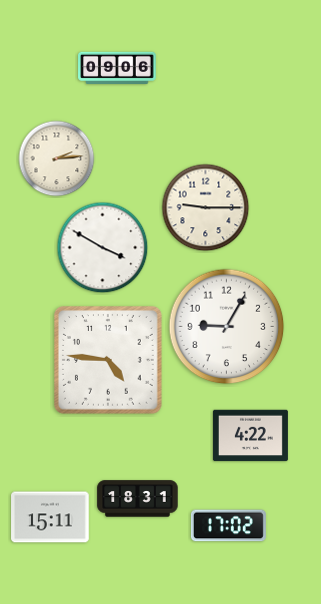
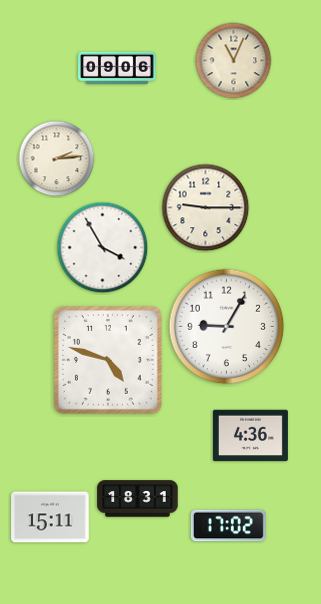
clock at (234, 61): none -> 11:04
clock at (103, 248): 3:50 -> 3:55
clock at (109, 361): 4:46 -> 4:48
clock at (250, 436): 4:22 -> 4:36
